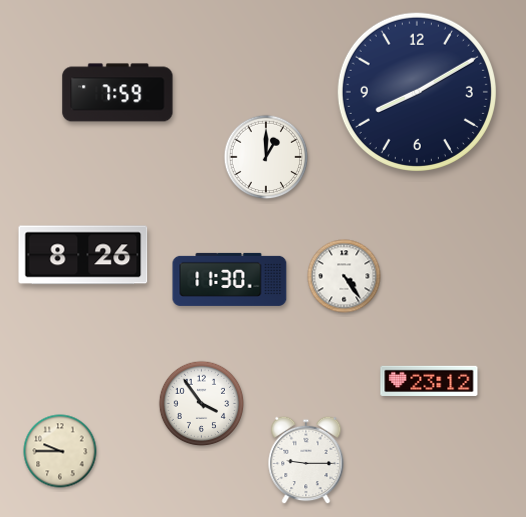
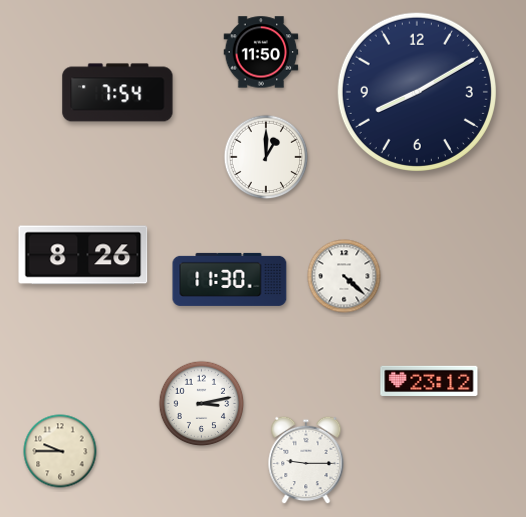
clock at (261, 52): none -> 11:50
clock at (118, 93): 7:59 -> 7:54
clock at (344, 276): 4:24 -> 4:22
clock at (202, 404): 3:54 -> 3:13
